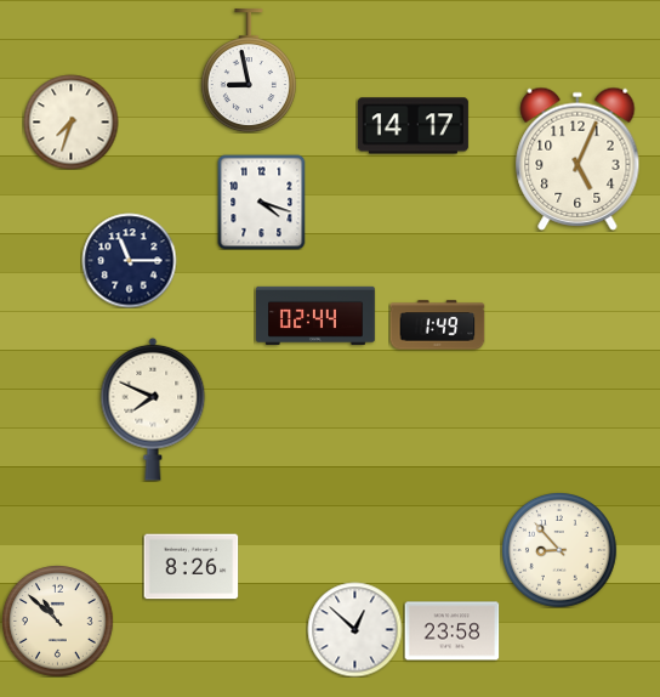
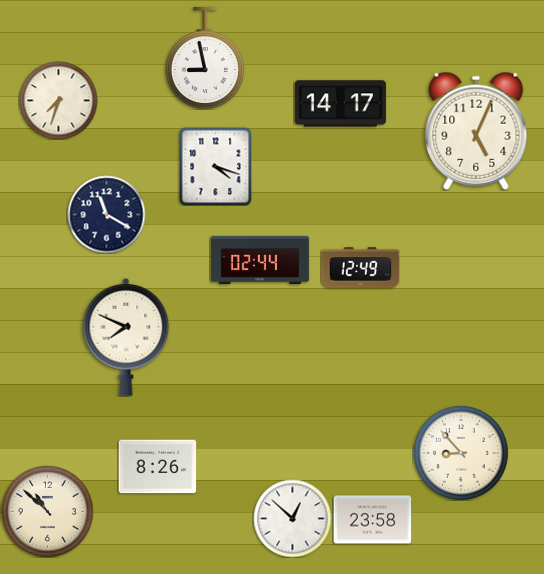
clock at (129, 260): 11:15 -> 11:20
clock at (437, 325): 1:49 -> 12:49
